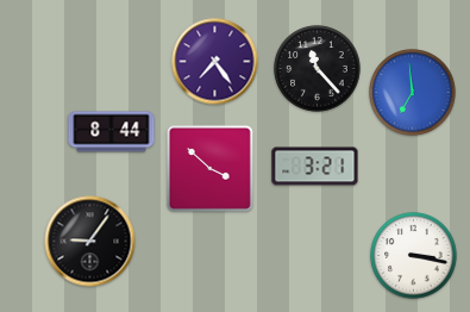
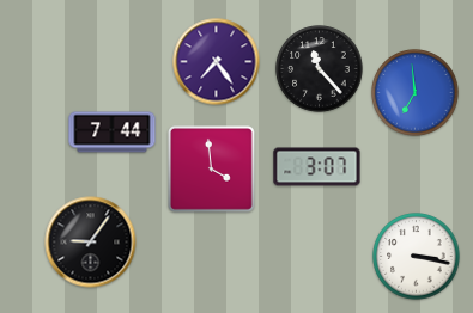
clock at (112, 132): 8:44 -> 7:44
clock at (315, 167): 3:21 -> 3:07
clock at (209, 168): 3:52 -> 3:59
